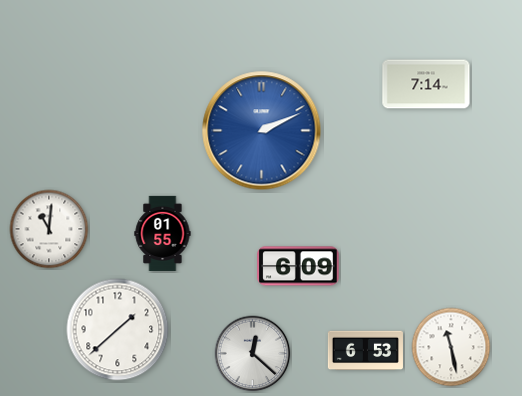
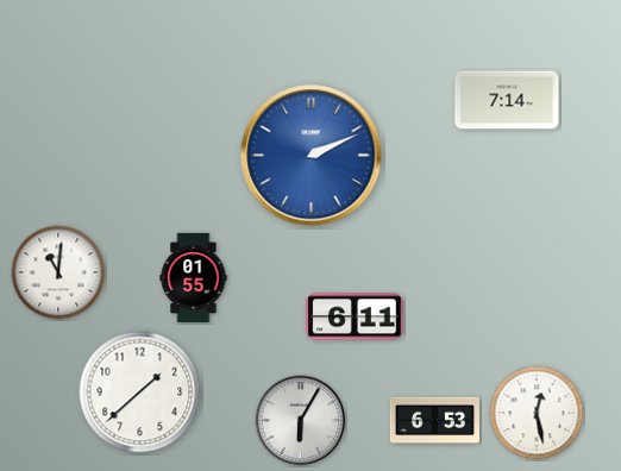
clock at (298, 266): 6:09 -> 6:11
clock at (451, 347): 11:28 -> 12:28
clock at (365, 351) position: (365, 351) -> (434, 421)
clock at (253, 354): 12:22 -> 6:05
